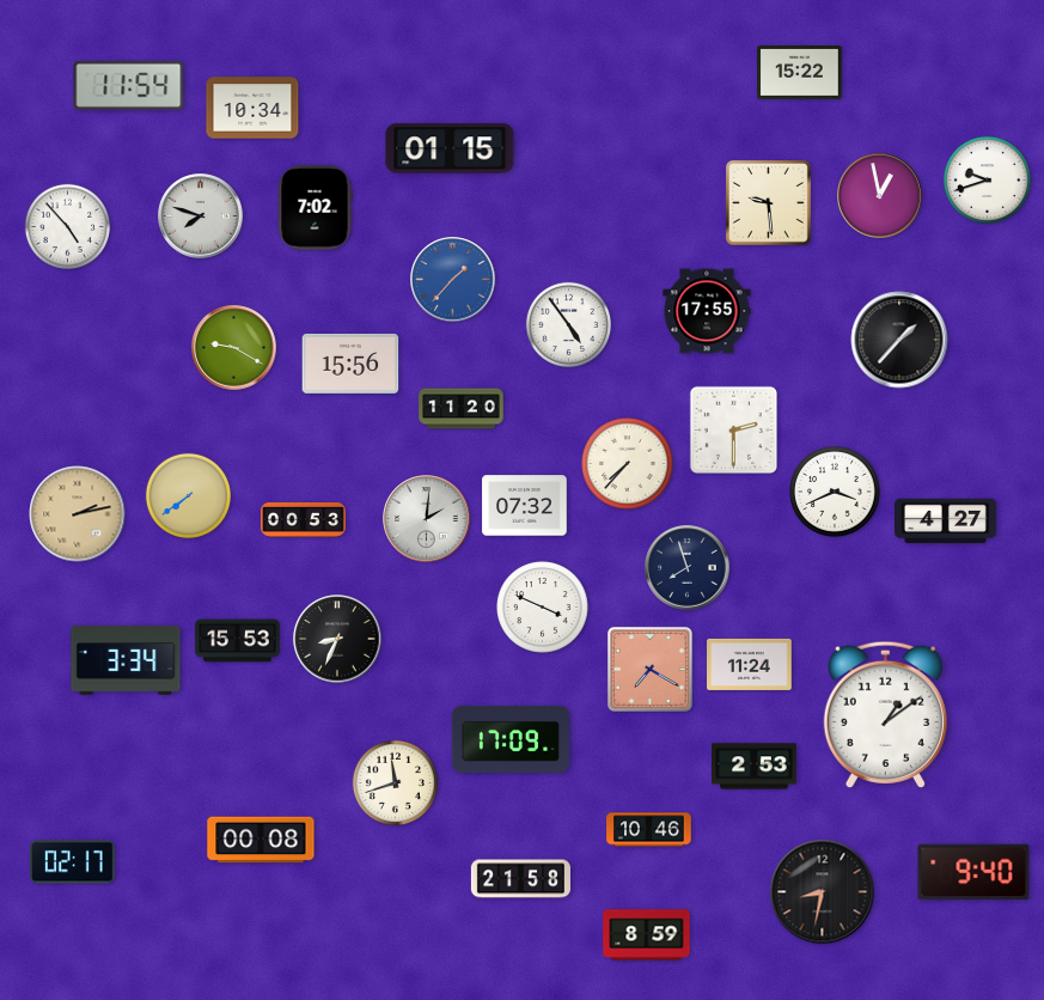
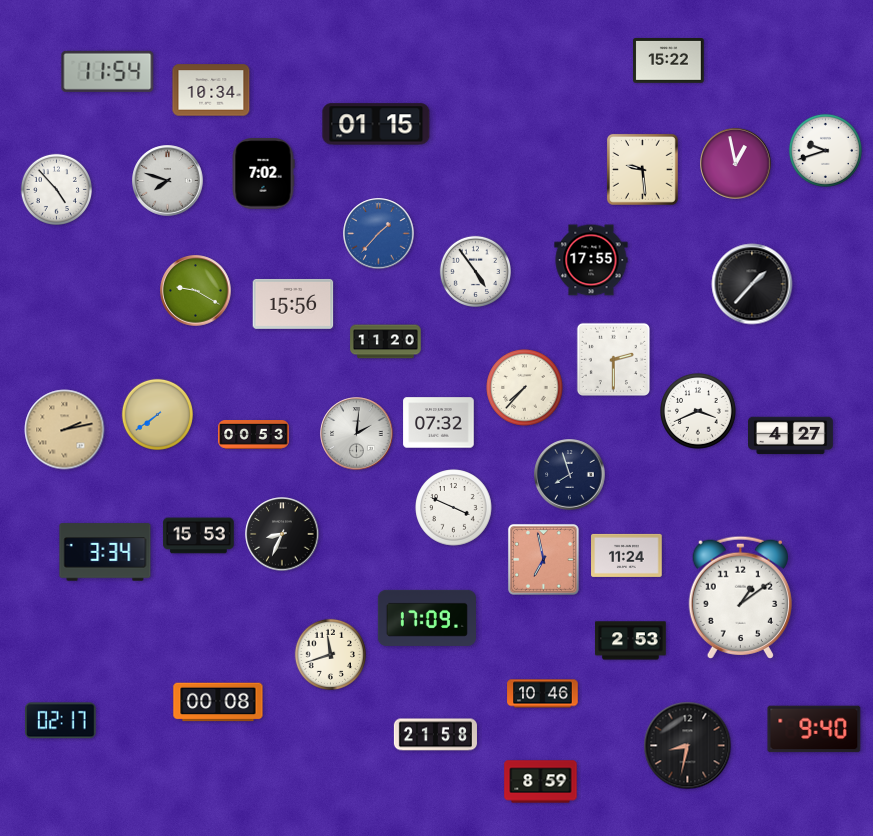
clock at (688, 568) position: (688, 568) -> (570, 475)
clock at (649, 669): 7:20 -> 6:58
